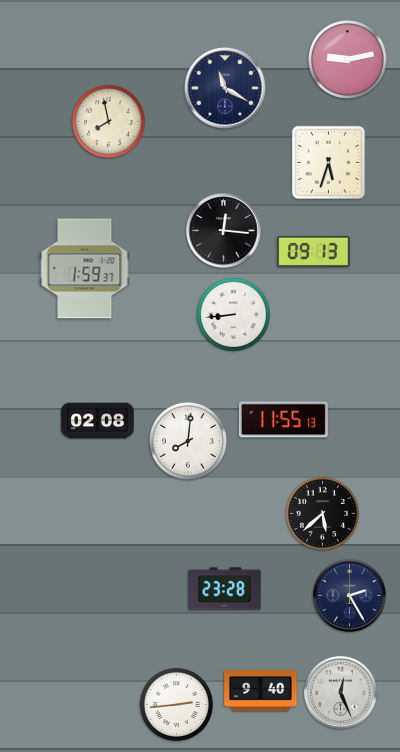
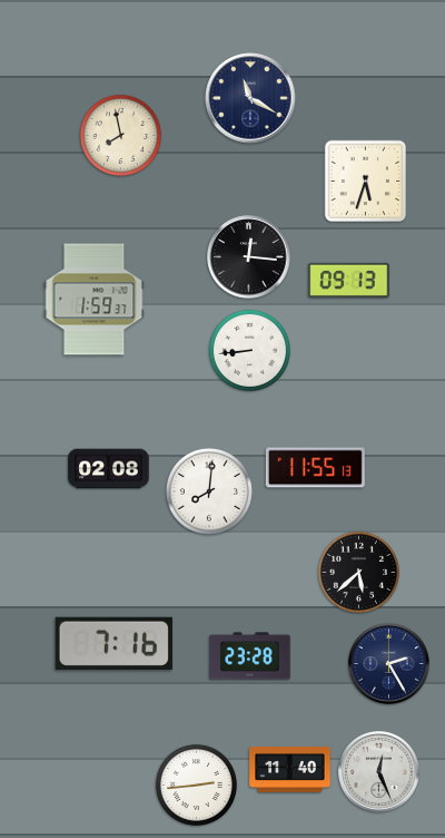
clock at (347, 59): 9:13 -> none
clock at (233, 314) position: (233, 314) -> (249, 350)
clock at (113, 643): none -> 7:16
clock at (261, 690): 9:40 -> 11:40
